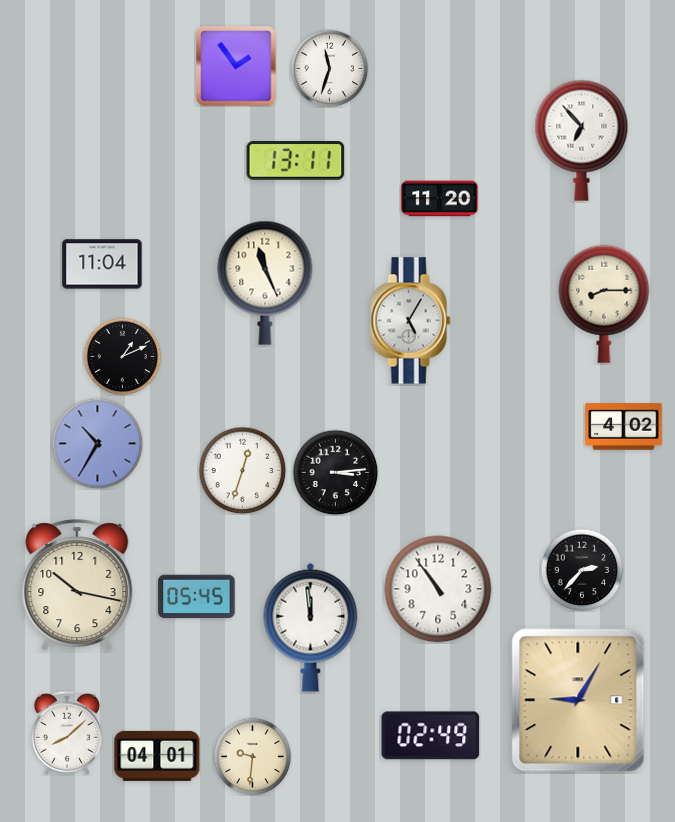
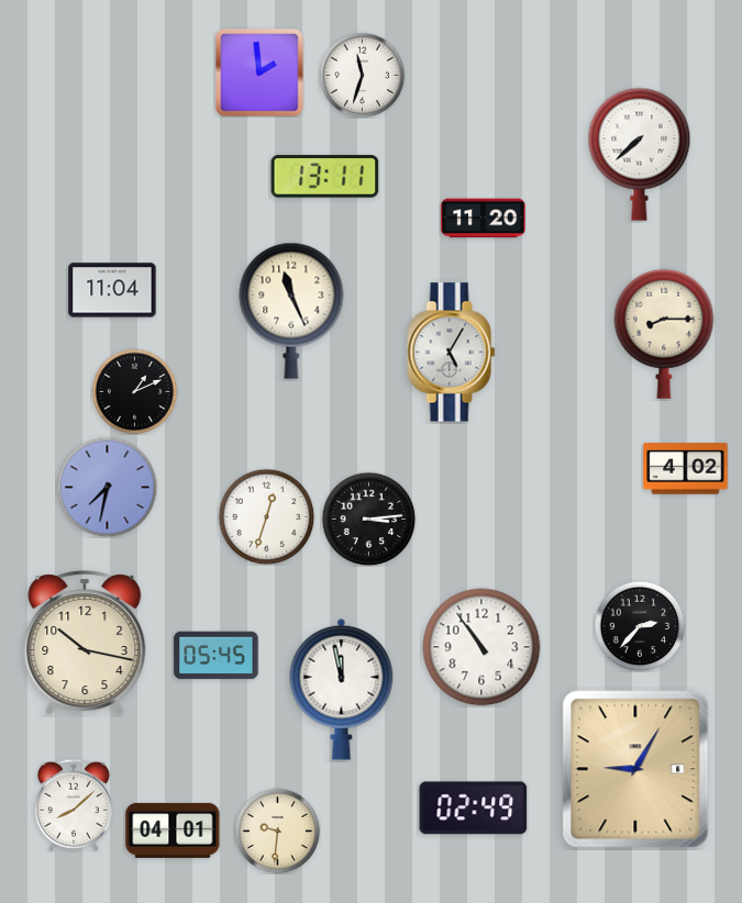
clock at (236, 66): 1:54 -> 1:59
clock at (582, 140): 6:53 -> 7:38
clock at (97, 443): 10:35 -> 7:32
clock at (311, 627): 11:59 -> 11:58
